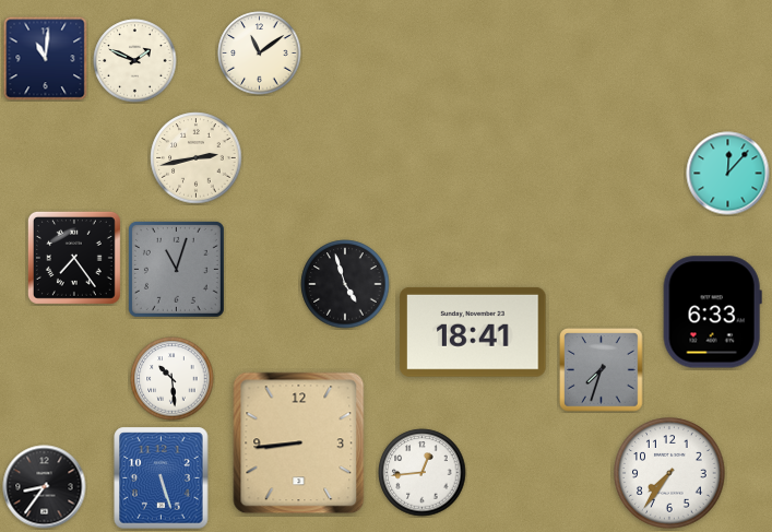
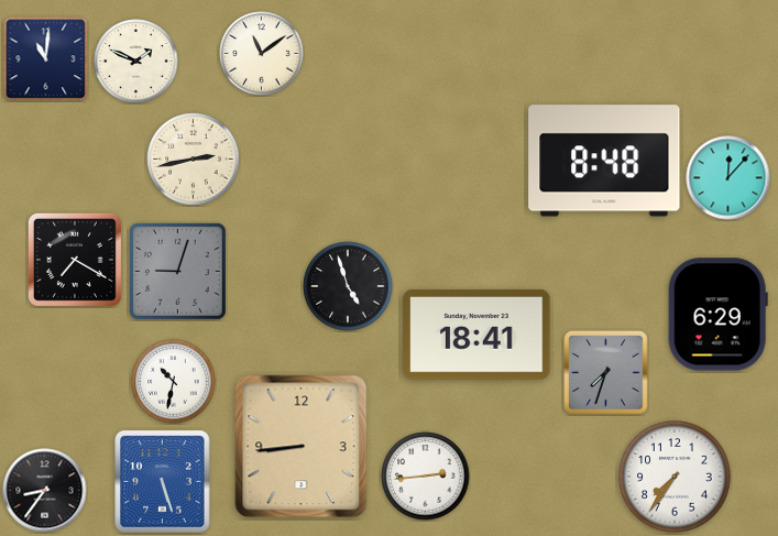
clock at (197, 158) position: (197, 158) -> (194, 160)
clock at (604, 161): none -> 8:48
clock at (728, 174) position: (728, 174) -> (728, 178)
clock at (74, 258): 7:24 -> 7:20
clock at (176, 269): 11:03 -> 9:03
clock at (712, 312): 6:33 -> 6:29
clock at (173, 379): 10:29 -> 10:32
clock at (423, 473): 12:44 -> 2:44
